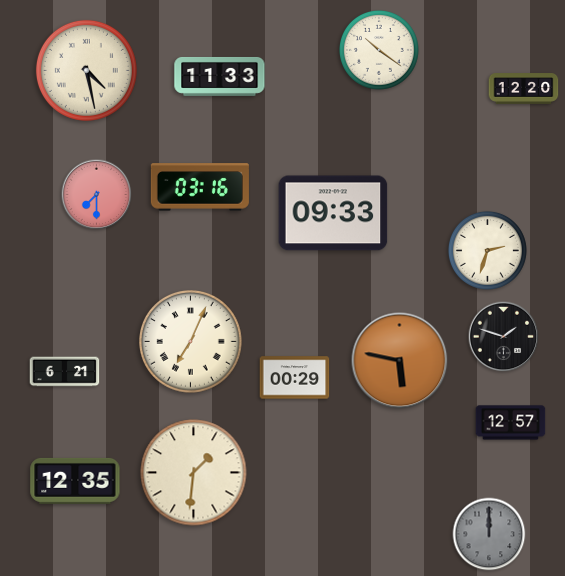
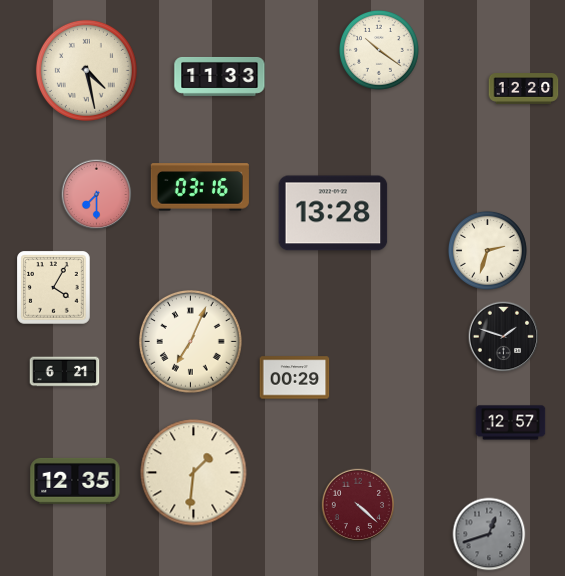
clock at (333, 213): 09:33 -> 13:28
clock at (54, 288): none -> 4:05
clock at (400, 361): 5:47 -> none
clock at (357, 504): none -> 4:22
clock at (489, 534): 12:00 -> 12:42
